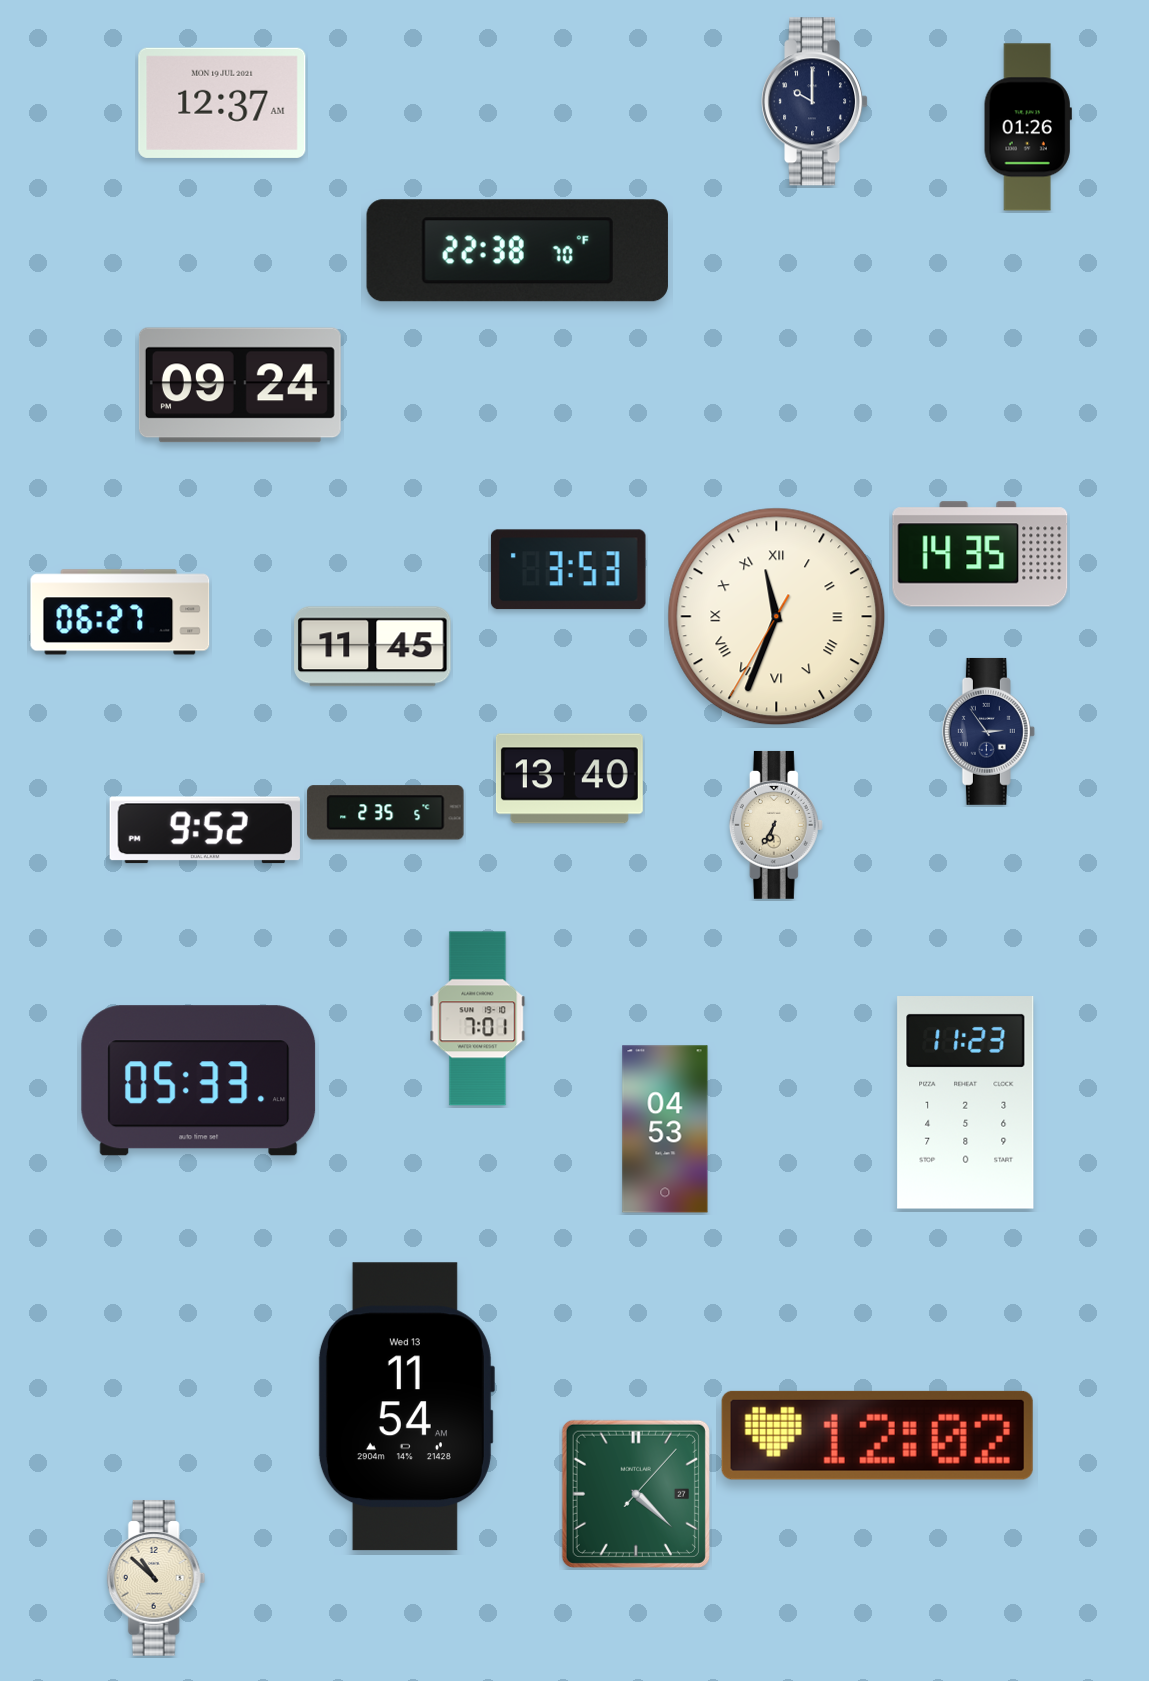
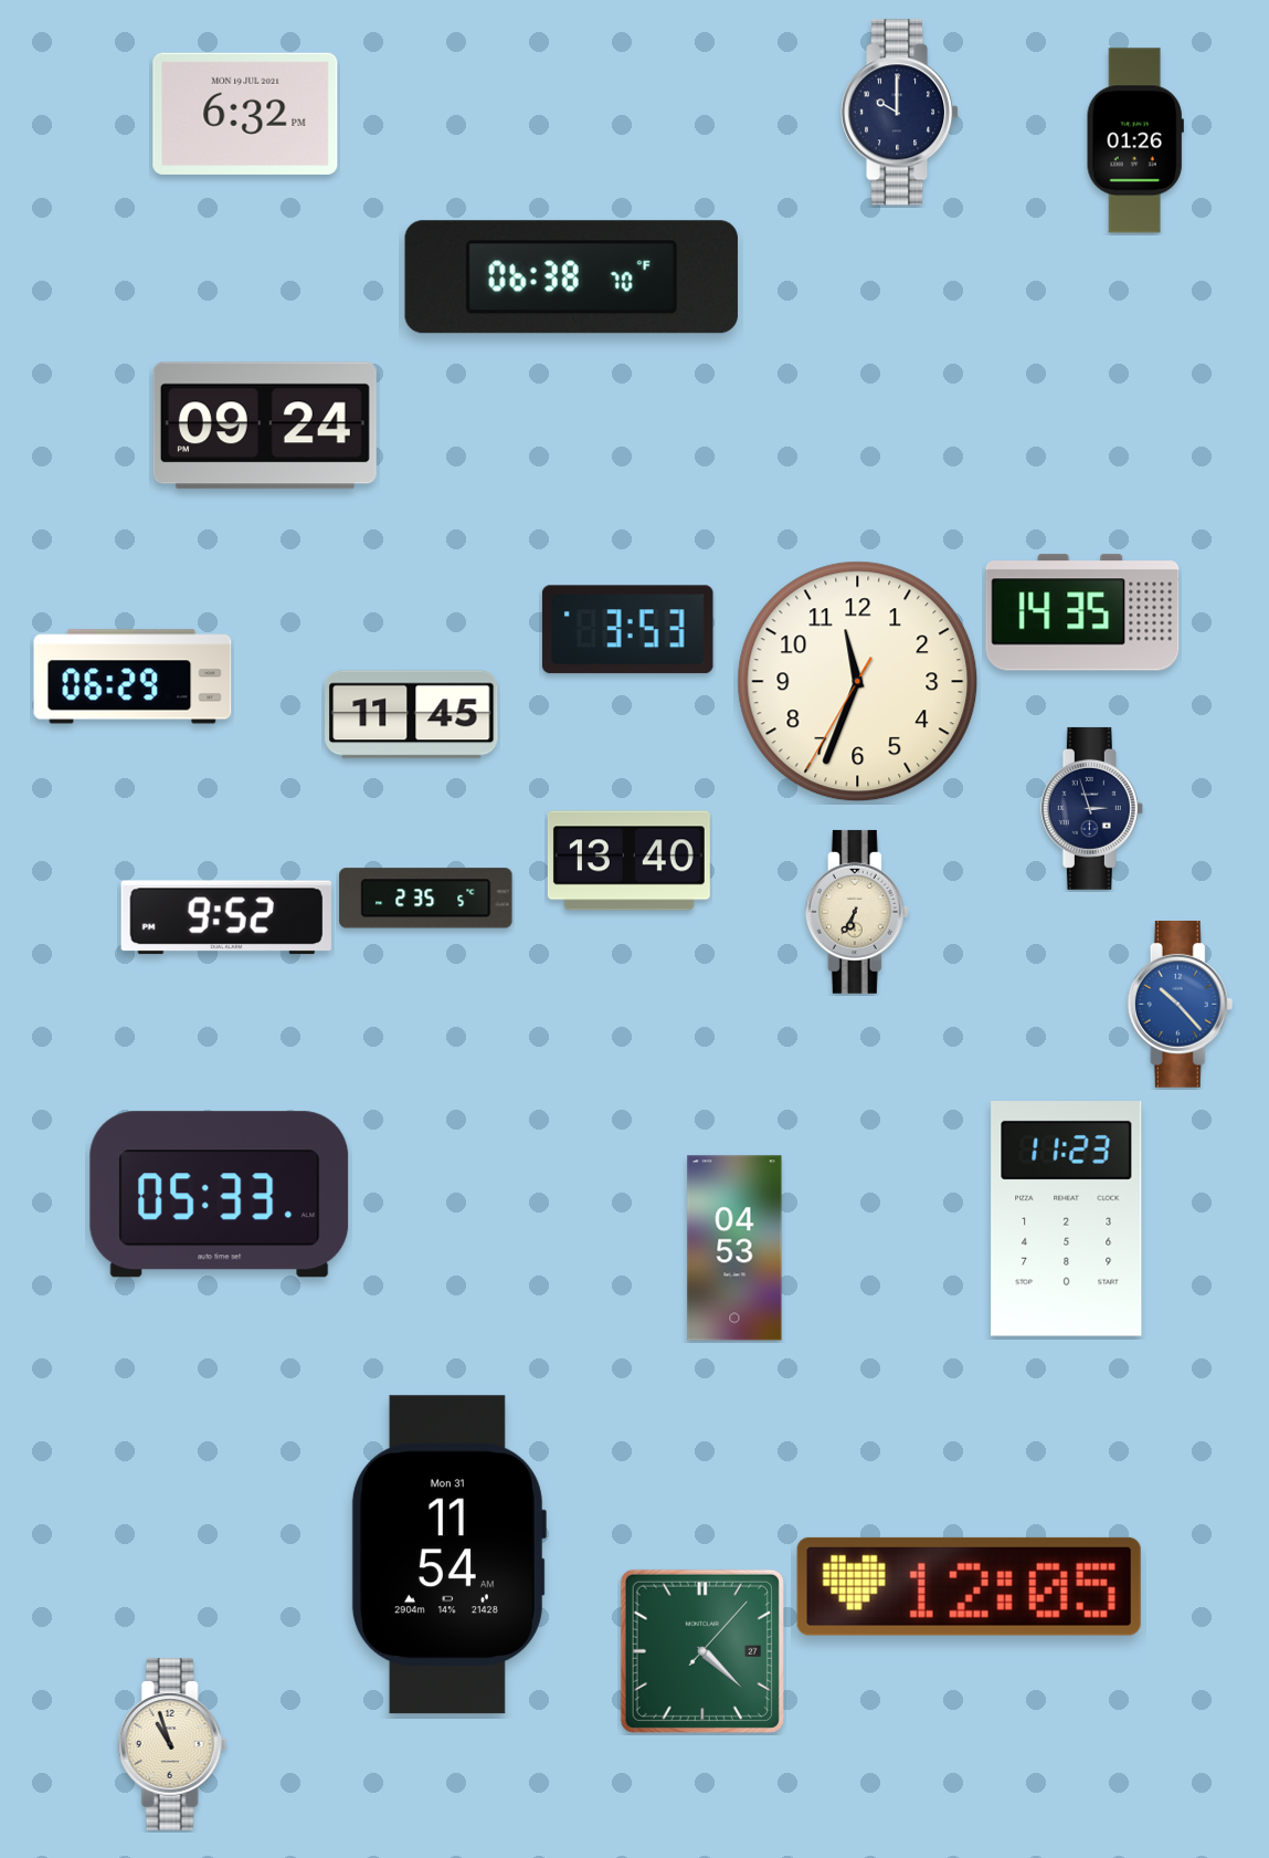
clock at (222, 103): 12:37 -> 6:32
clock at (517, 251): 22:38 -> 06:38
clock at (120, 612): 06:27 -> 06:29
clock at (777, 617) numerals: Roman -> Arabic
clock at (988, 731): 2:54 -> 2:57
clock at (1181, 1005): none -> 10:23
clock at (478, 1019): 7:01 -> none
clock at (406, 1407) date: Wed 13 -> Mon 31
clock at (877, 1435): 12:02 -> 12:05
clock at (156, 1578): 10:52 -> 10:57
